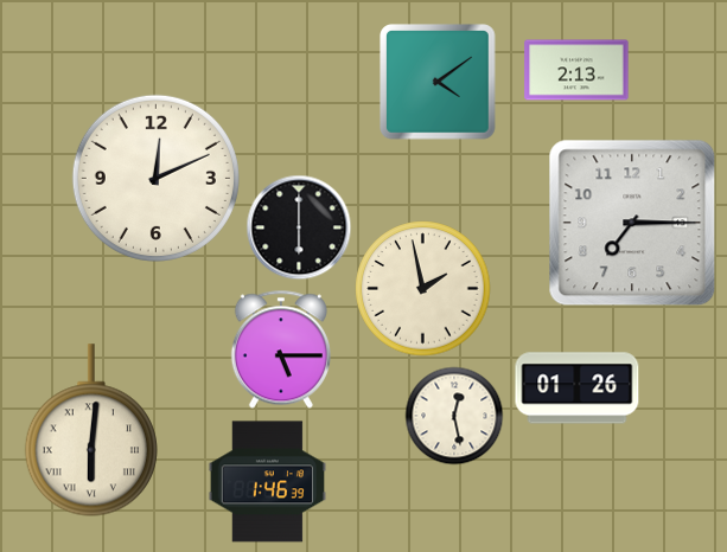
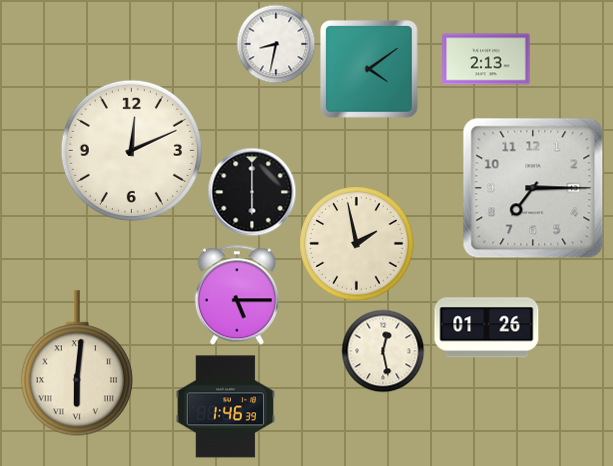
clock at (276, 44): none -> 8:32
